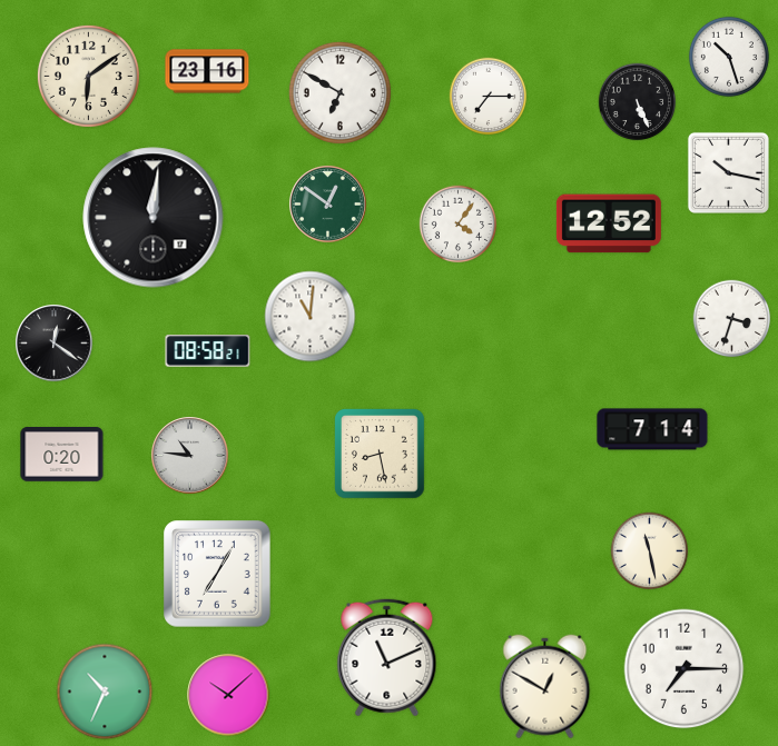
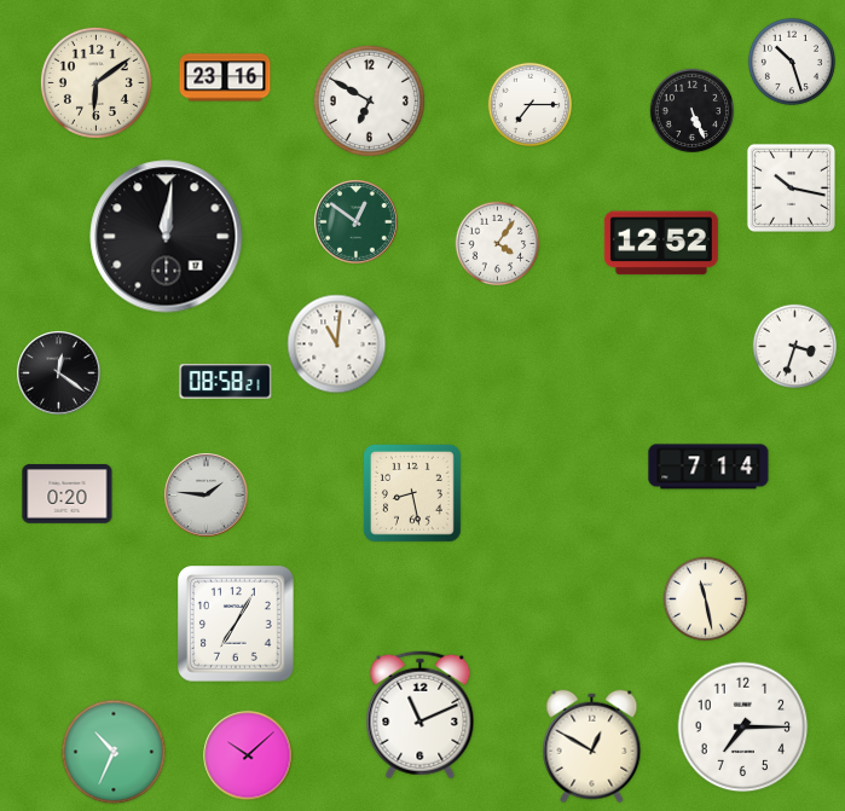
clock at (190, 456): 10:46 -> 1:46
